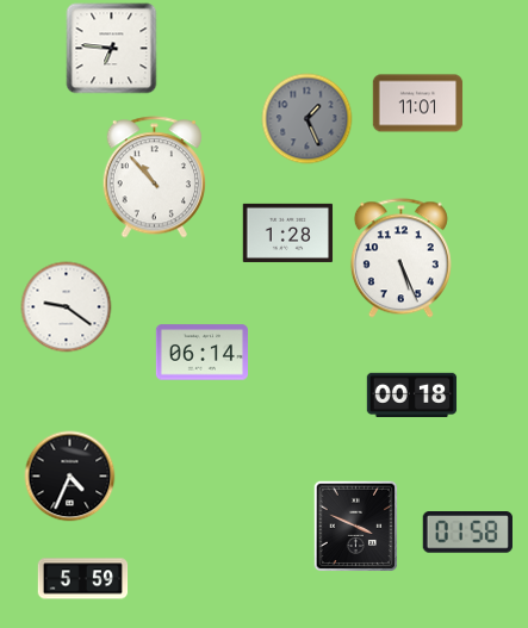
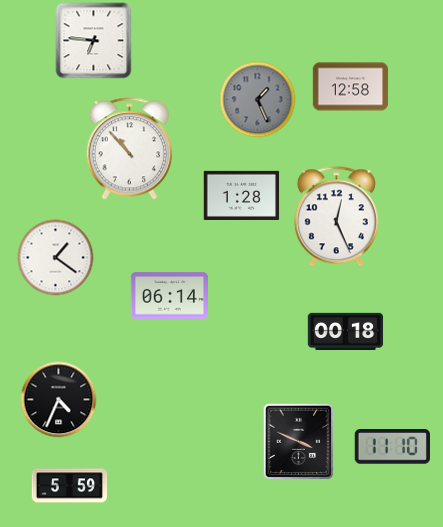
clock at (418, 104): 11:01 -> 12:58
clock at (400, 259): 5:26 -> 12:26
clock at (67, 307): 9:21 -> 1:21
clock at (467, 533): 01:58 -> 11:10
